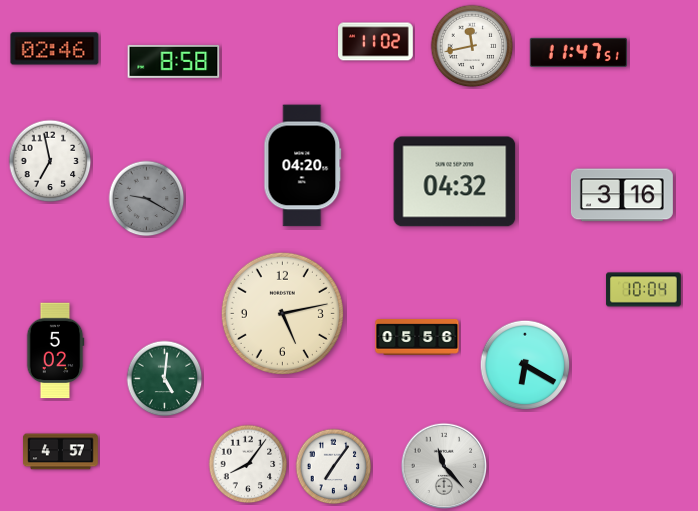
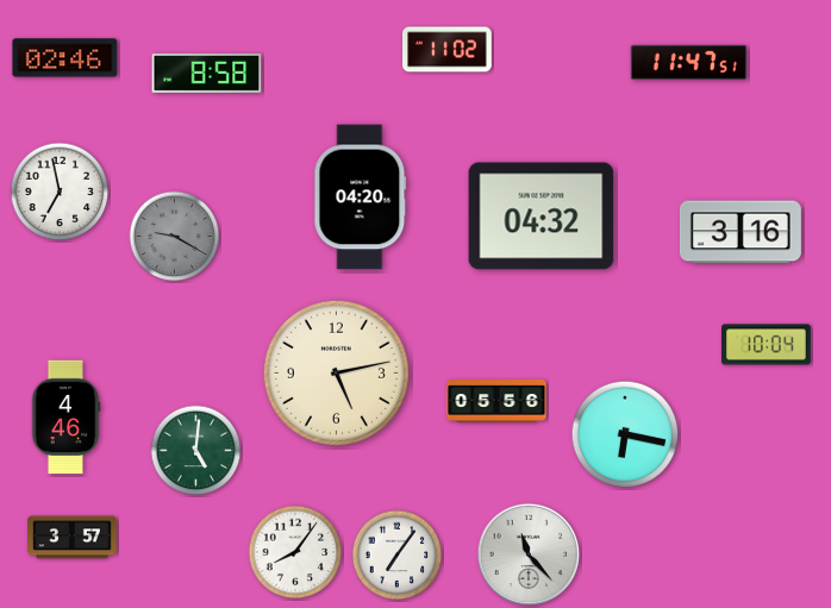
clock at (472, 46): 11:43 -> none
clock at (55, 351): 5:02 -> 4:46
clock at (525, 365): 6:20 -> 6:17
clock at (61, 452): 4:57 -> 3:57
